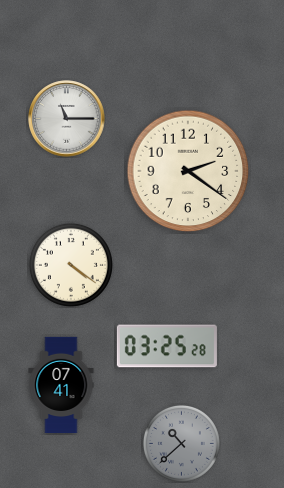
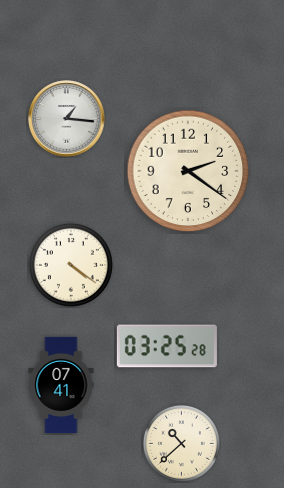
clock at (67, 119): 11:15 -> 1:16
clock at (181, 443) dial: grey -> cream
